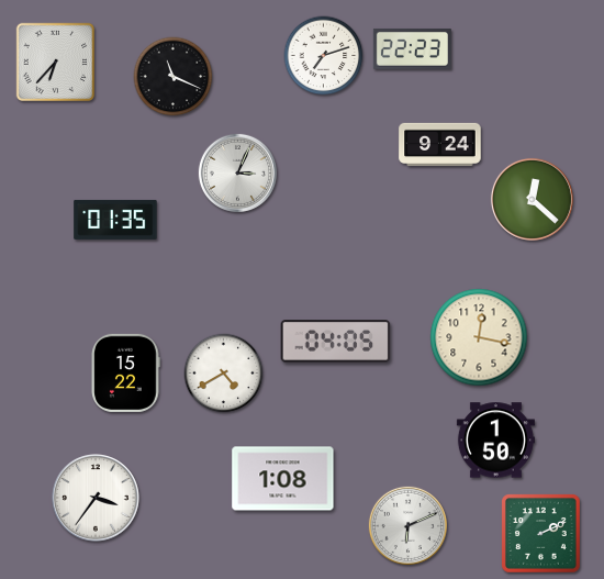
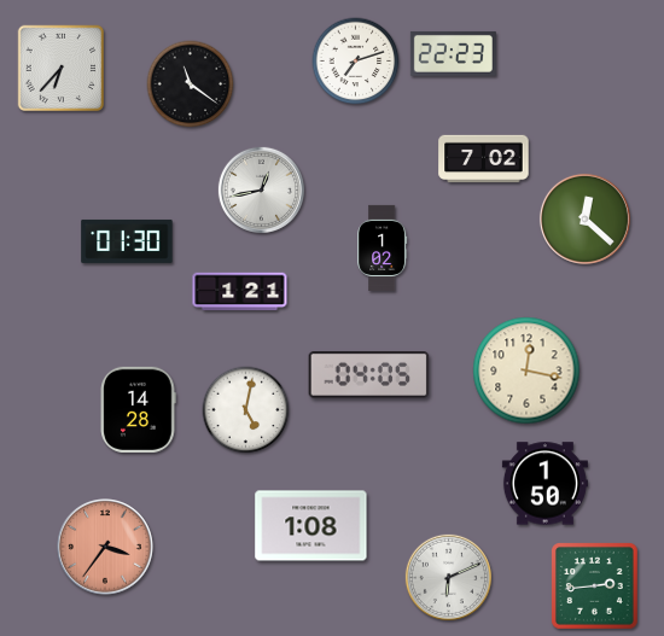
clock at (174, 77): 11:19 -> 11:21
clock at (440, 145): 9:24 -> 7:02
clock at (237, 172): 3:04 -> 12:43
clock at (115, 220): 01:35 -> 01:30
clock at (383, 247): none -> 1:02
clock at (240, 292): none -> 1:21
clock at (125, 372): 15:22 -> 14:28
clock at (224, 374): 4:40 -> 5:02
clock at (96, 498) dial: white -> salmon
clock at (541, 534): 2:11 -> 2:44
